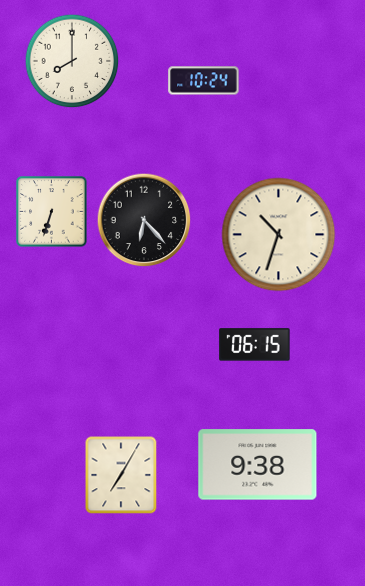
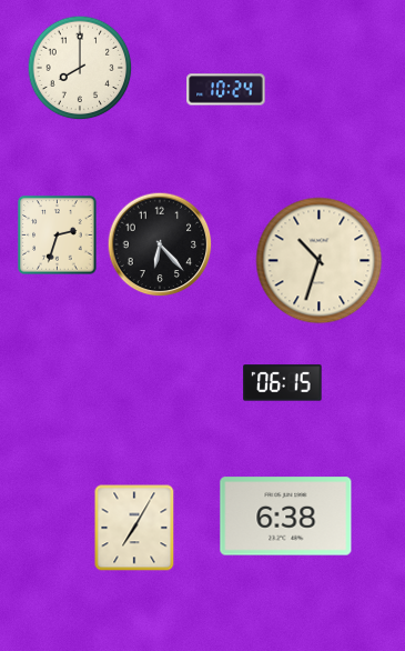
clock at (52, 212): 6:33 -> 2:33
clock at (279, 235) position: (279, 235) -> (320, 261)
clock at (258, 465): 9:38 -> 6:38
